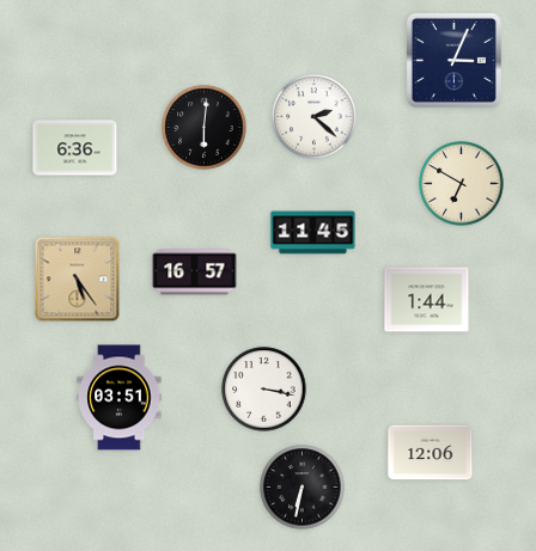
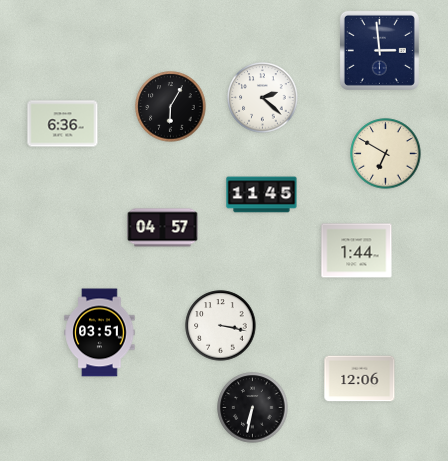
clock at (453, 60): 3:04 -> 2:59
clock at (205, 128): 6:01 -> 6:05
clock at (195, 273): 16:57 -> 04:57
clock at (78, 280): 5:24 -> none
